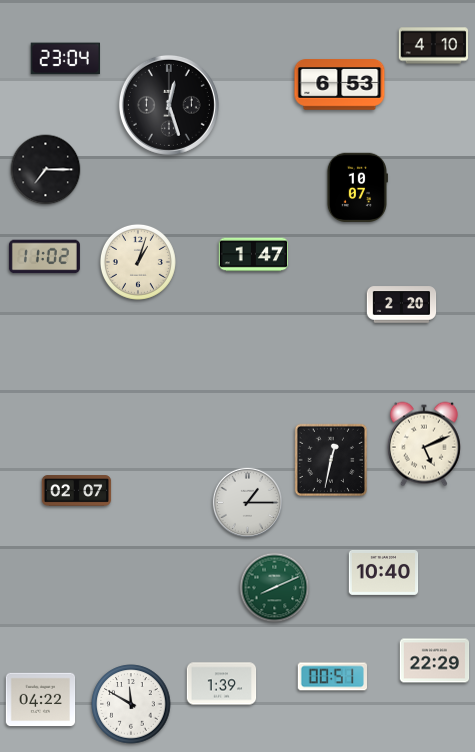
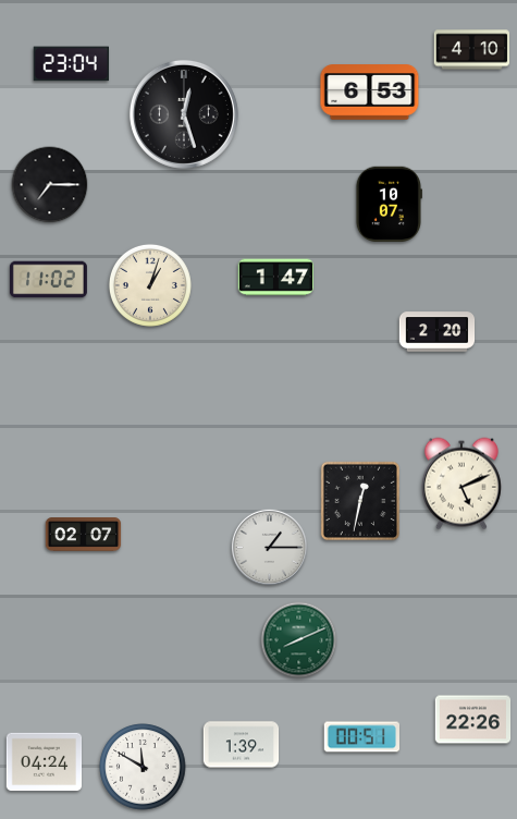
clock at (384, 572): 10:40 -> none
clock at (435, 661): 22:29 -> 22:26
clock at (41, 700): 04:22 -> 04:24
